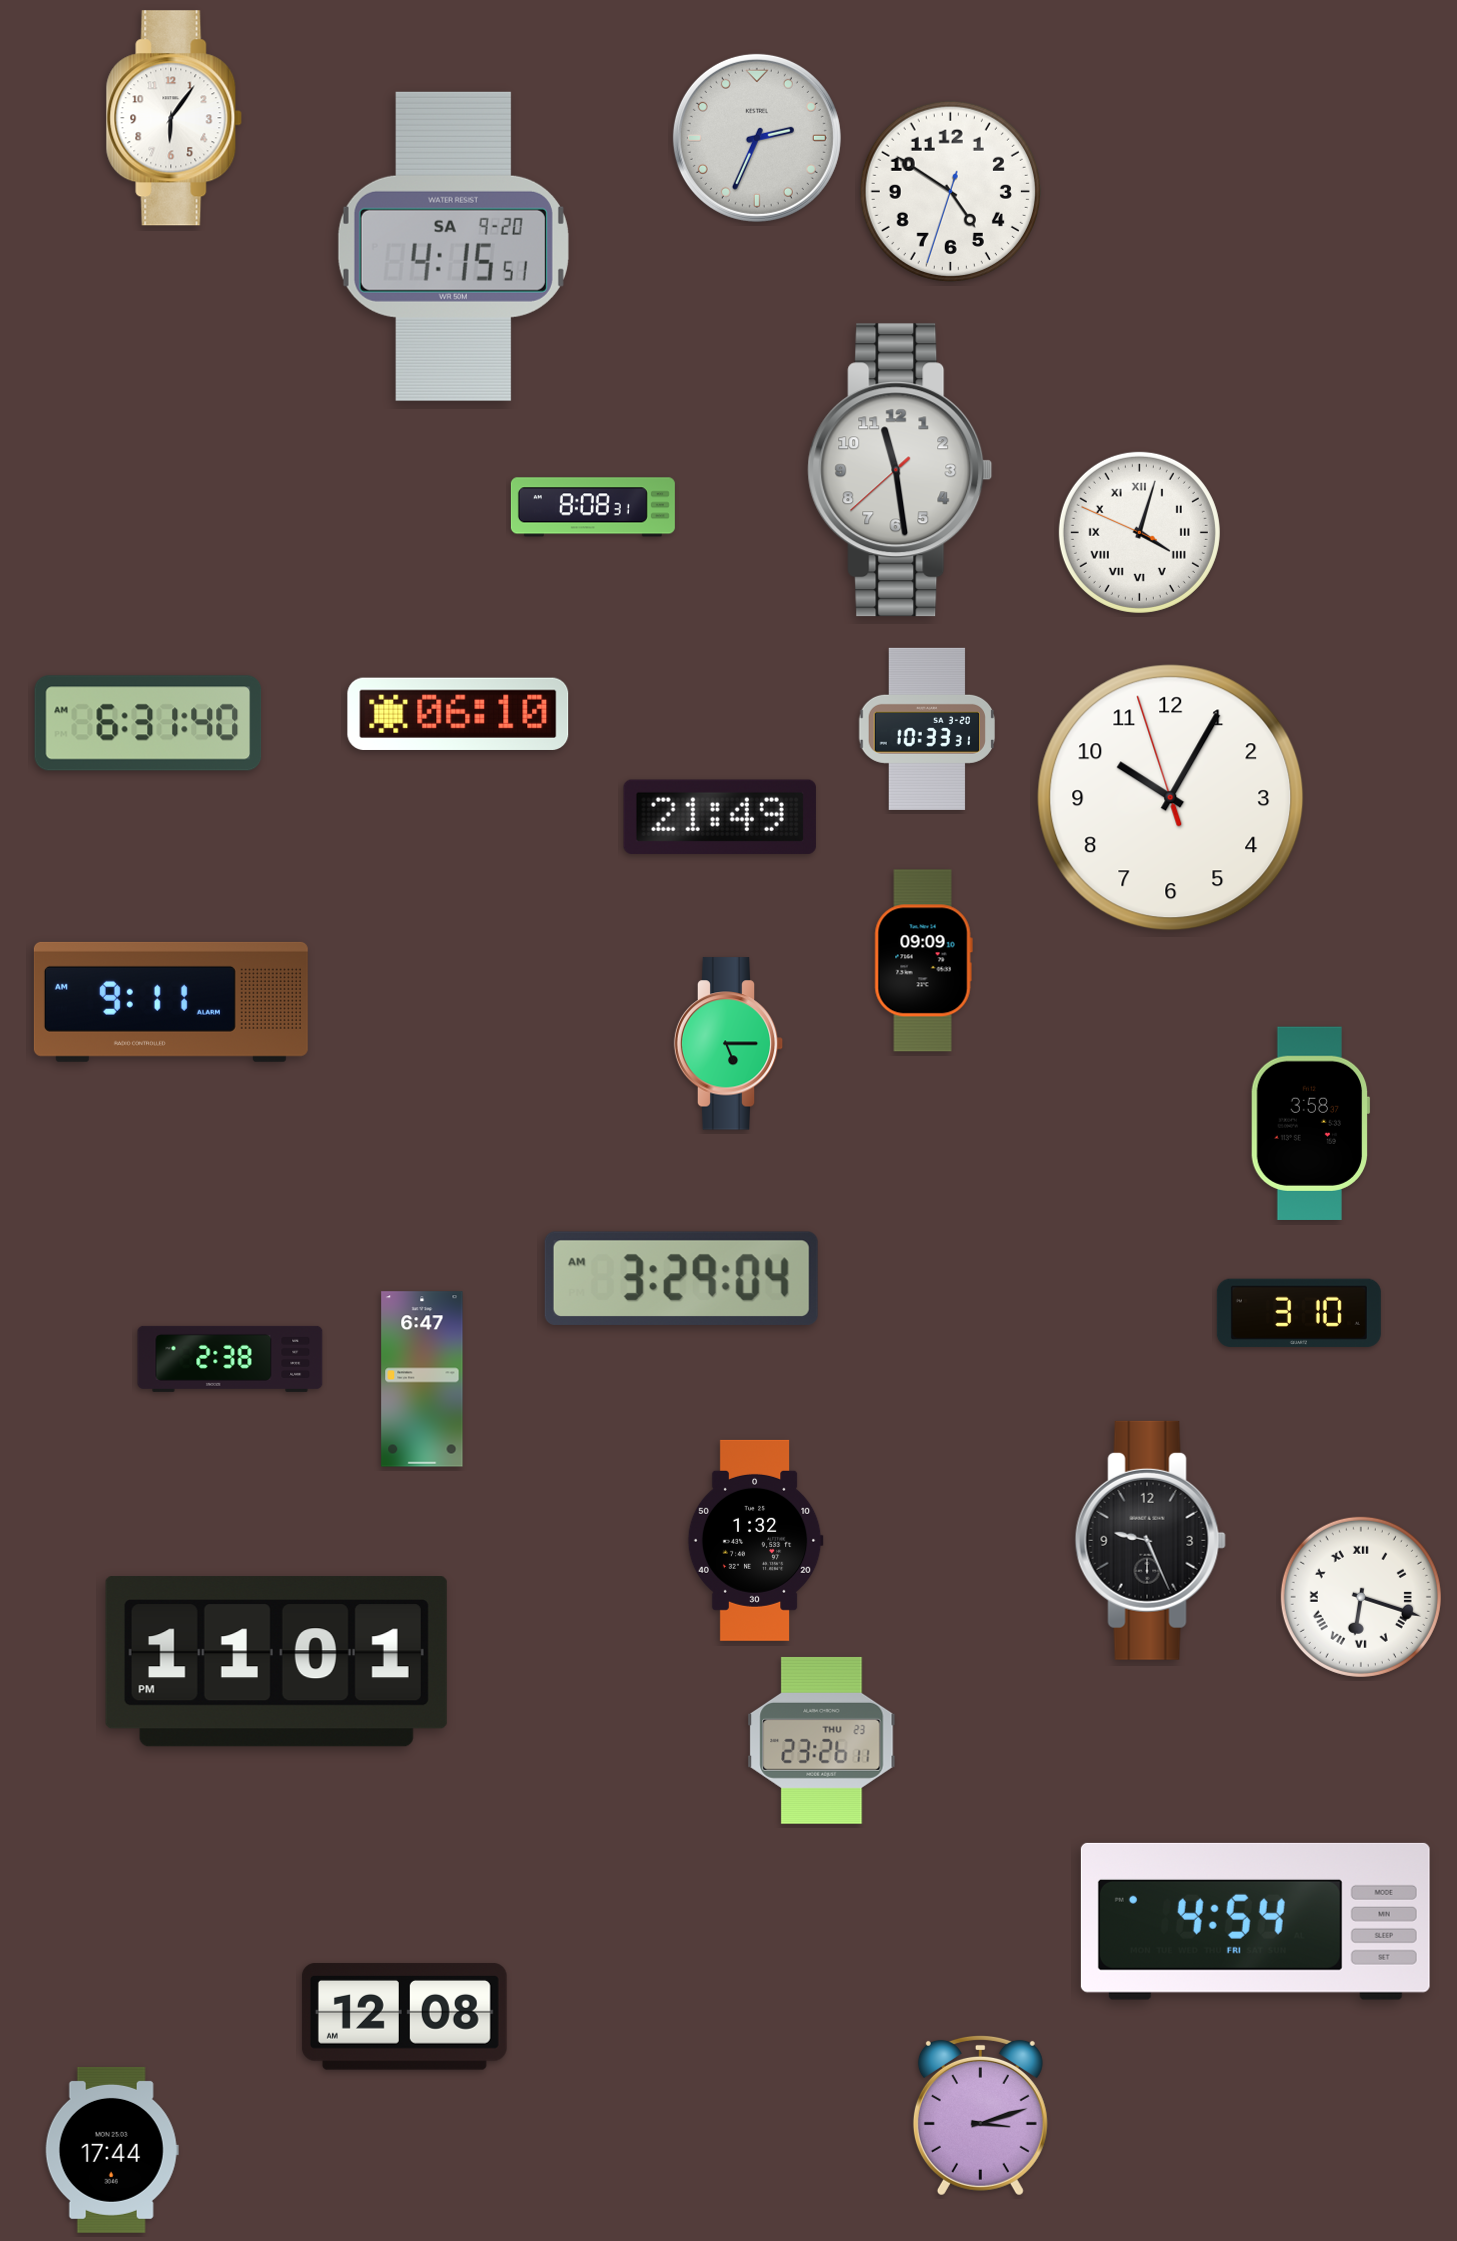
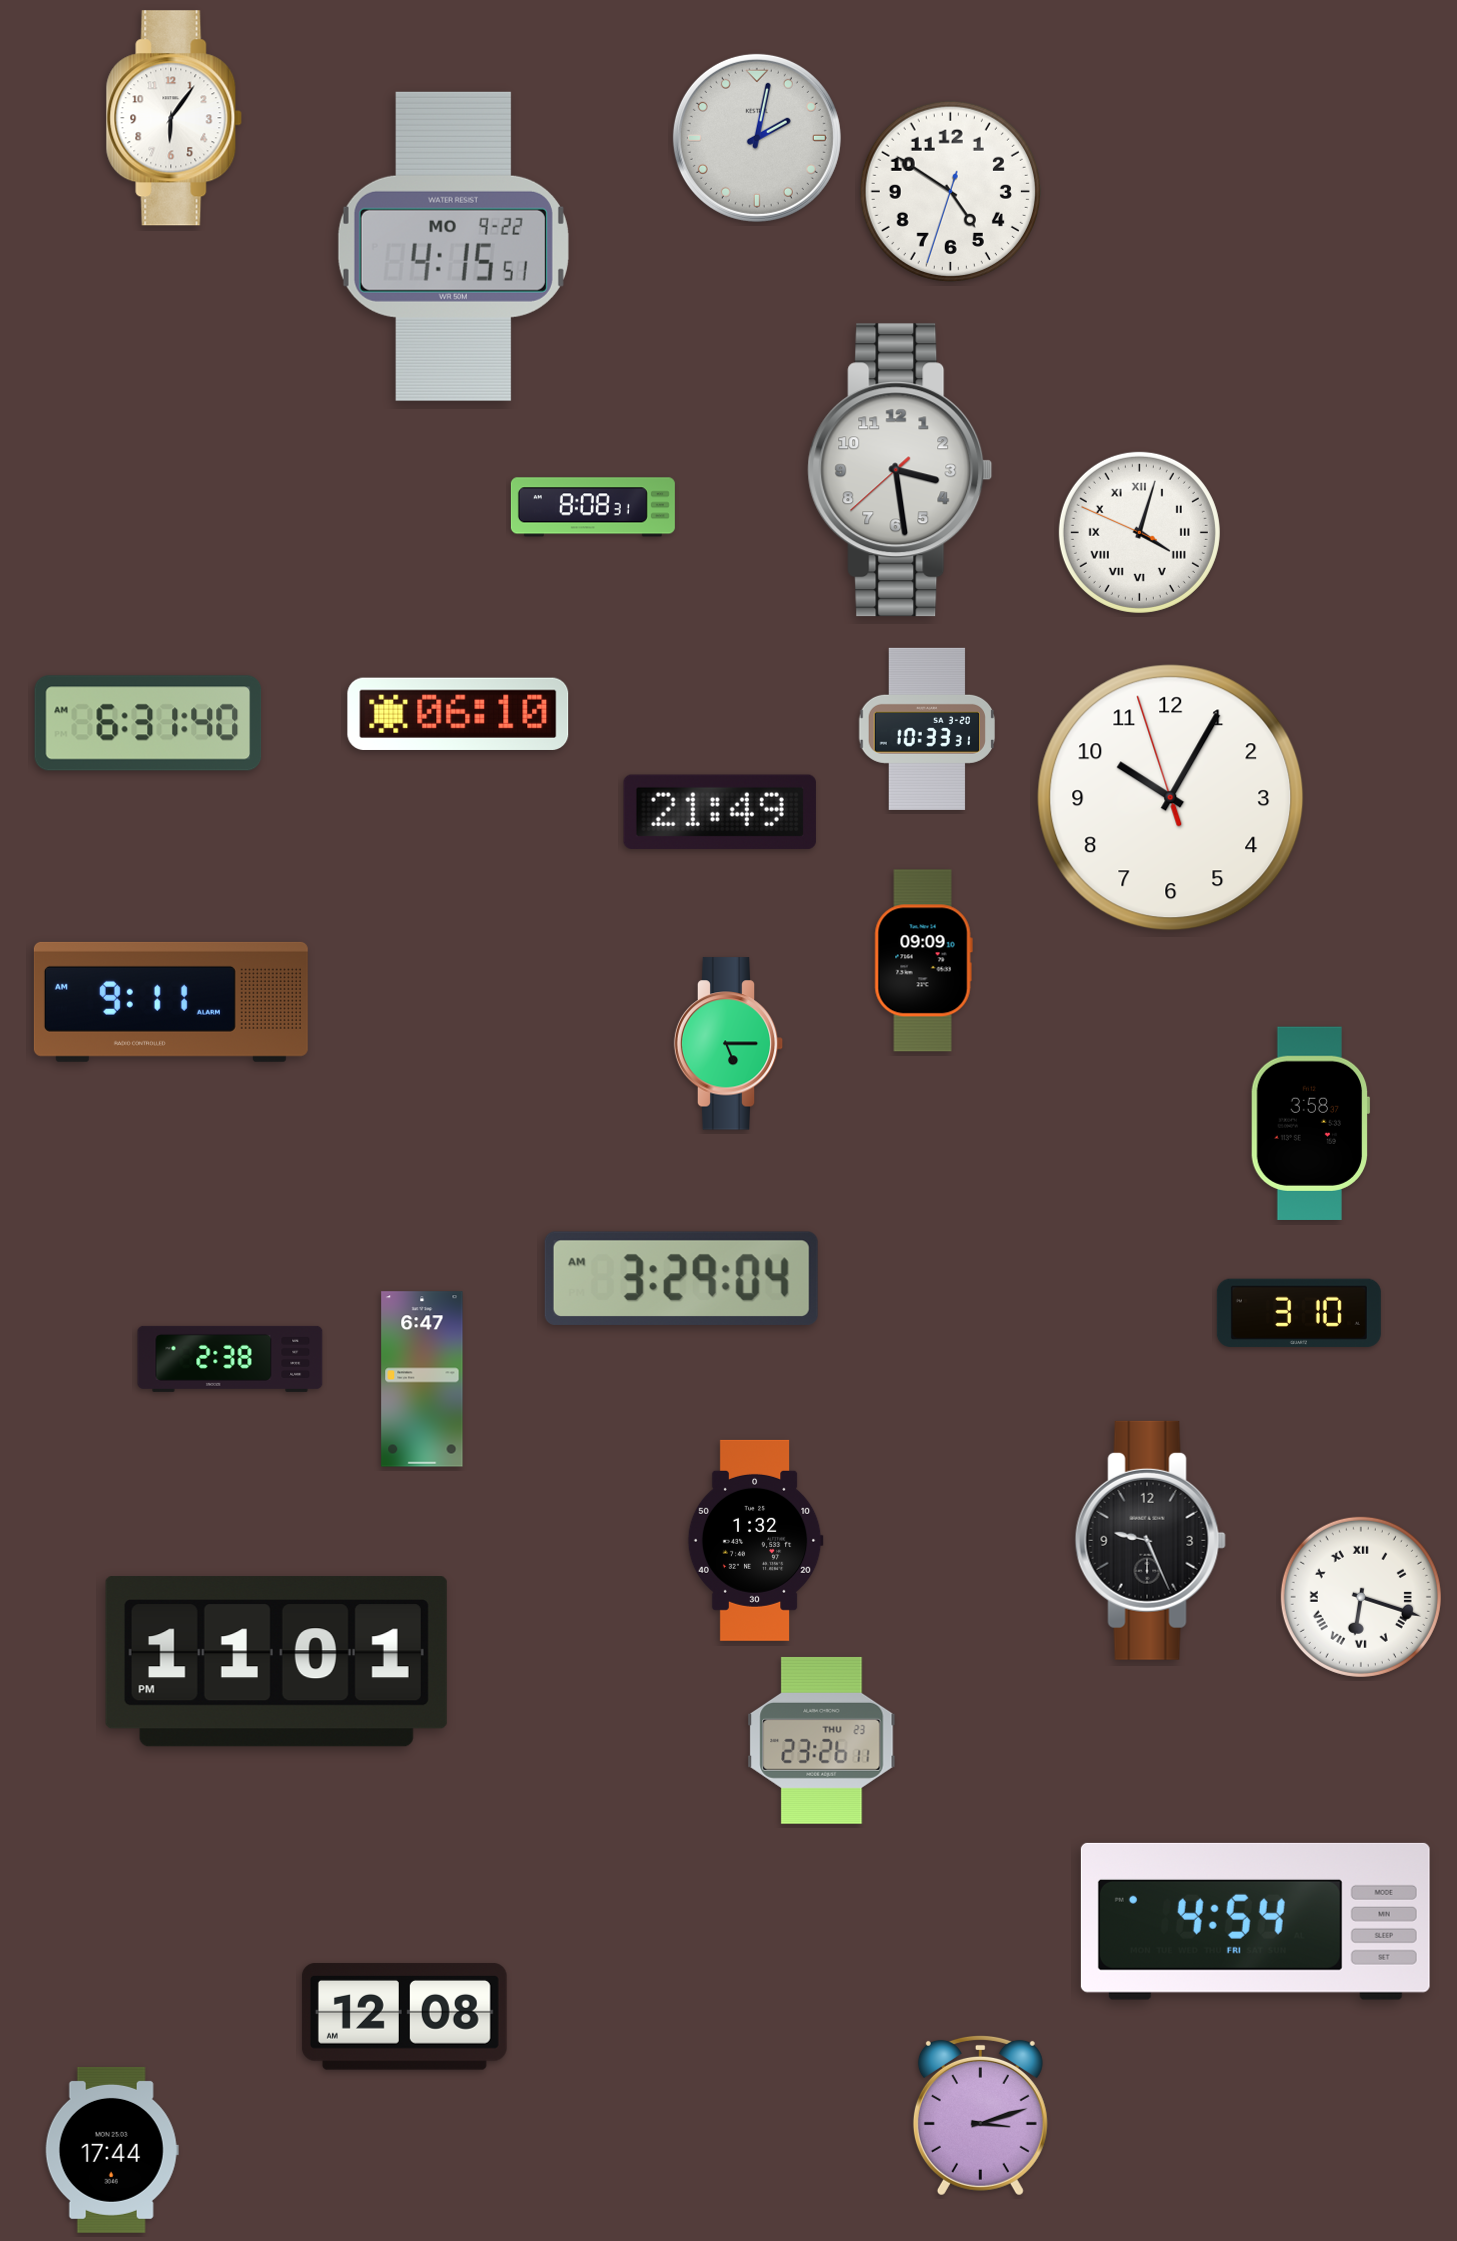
clock at (757, 138): 2:34 -> 2:02
clock at (453, 246) date: SA 9-20 -> MO 9-22
clock at (900, 470): 11:28 -> 3:28
clock at (720, 817) position: (720, 817) -> (720, 812)
